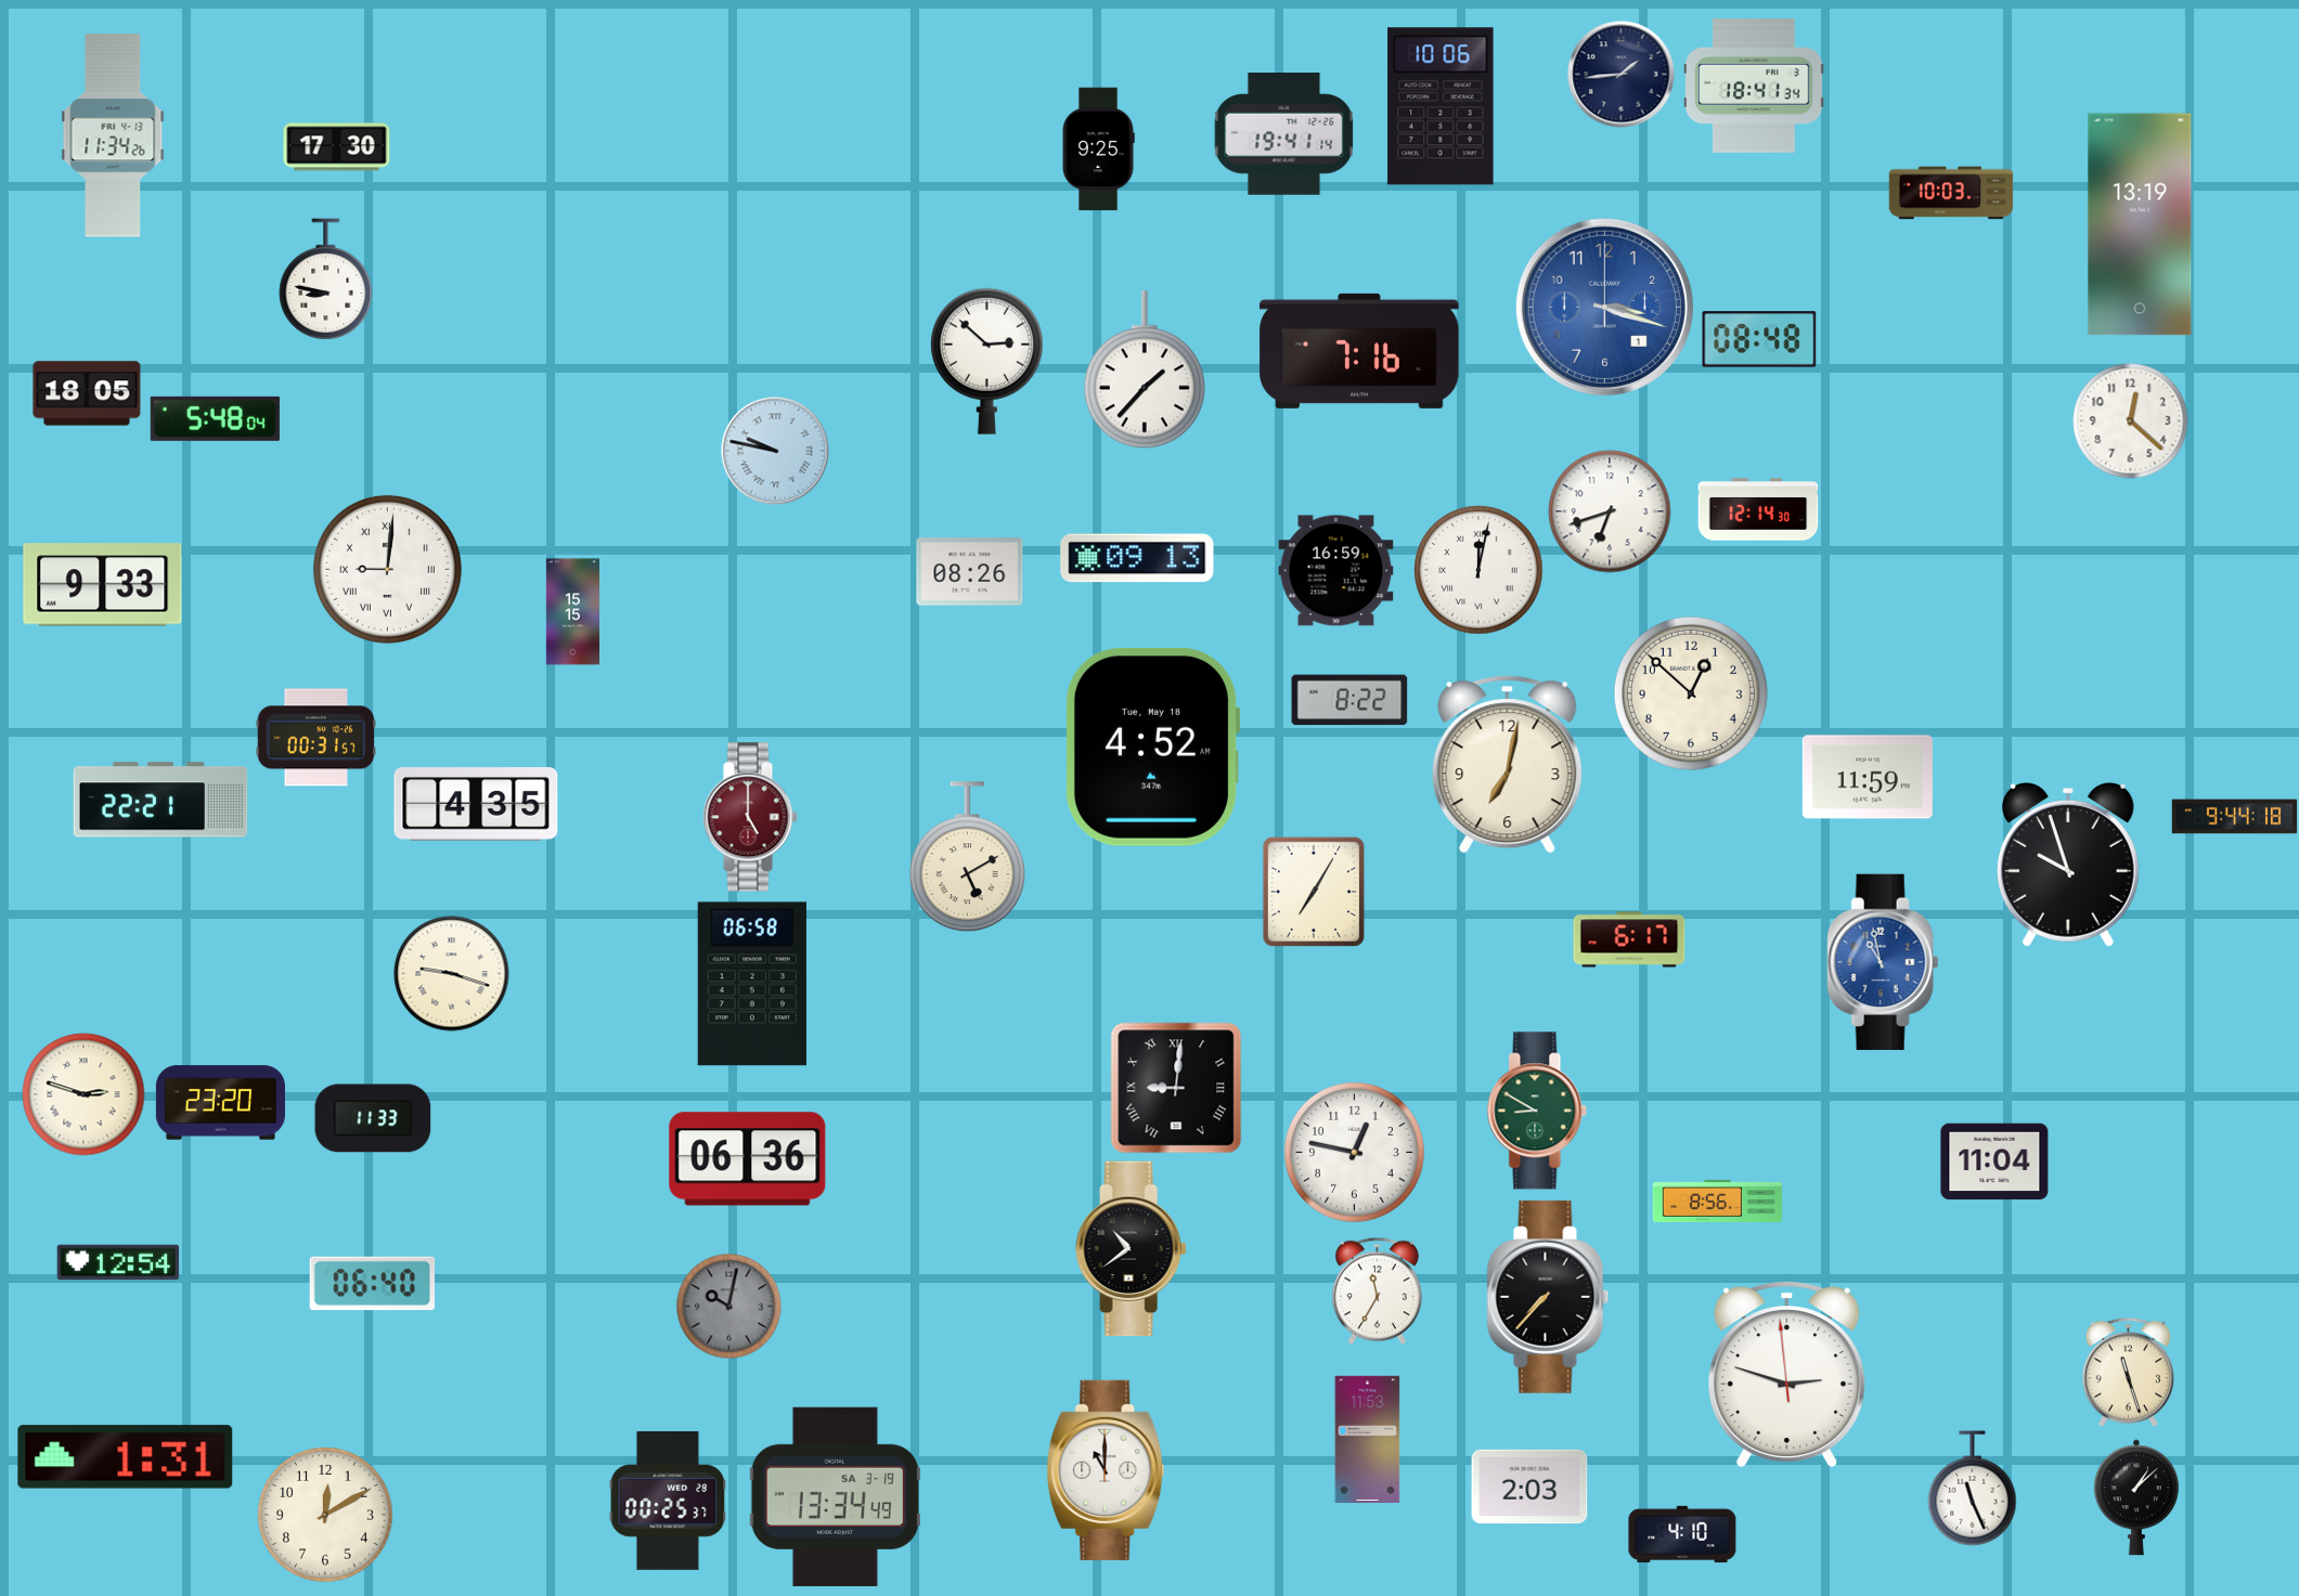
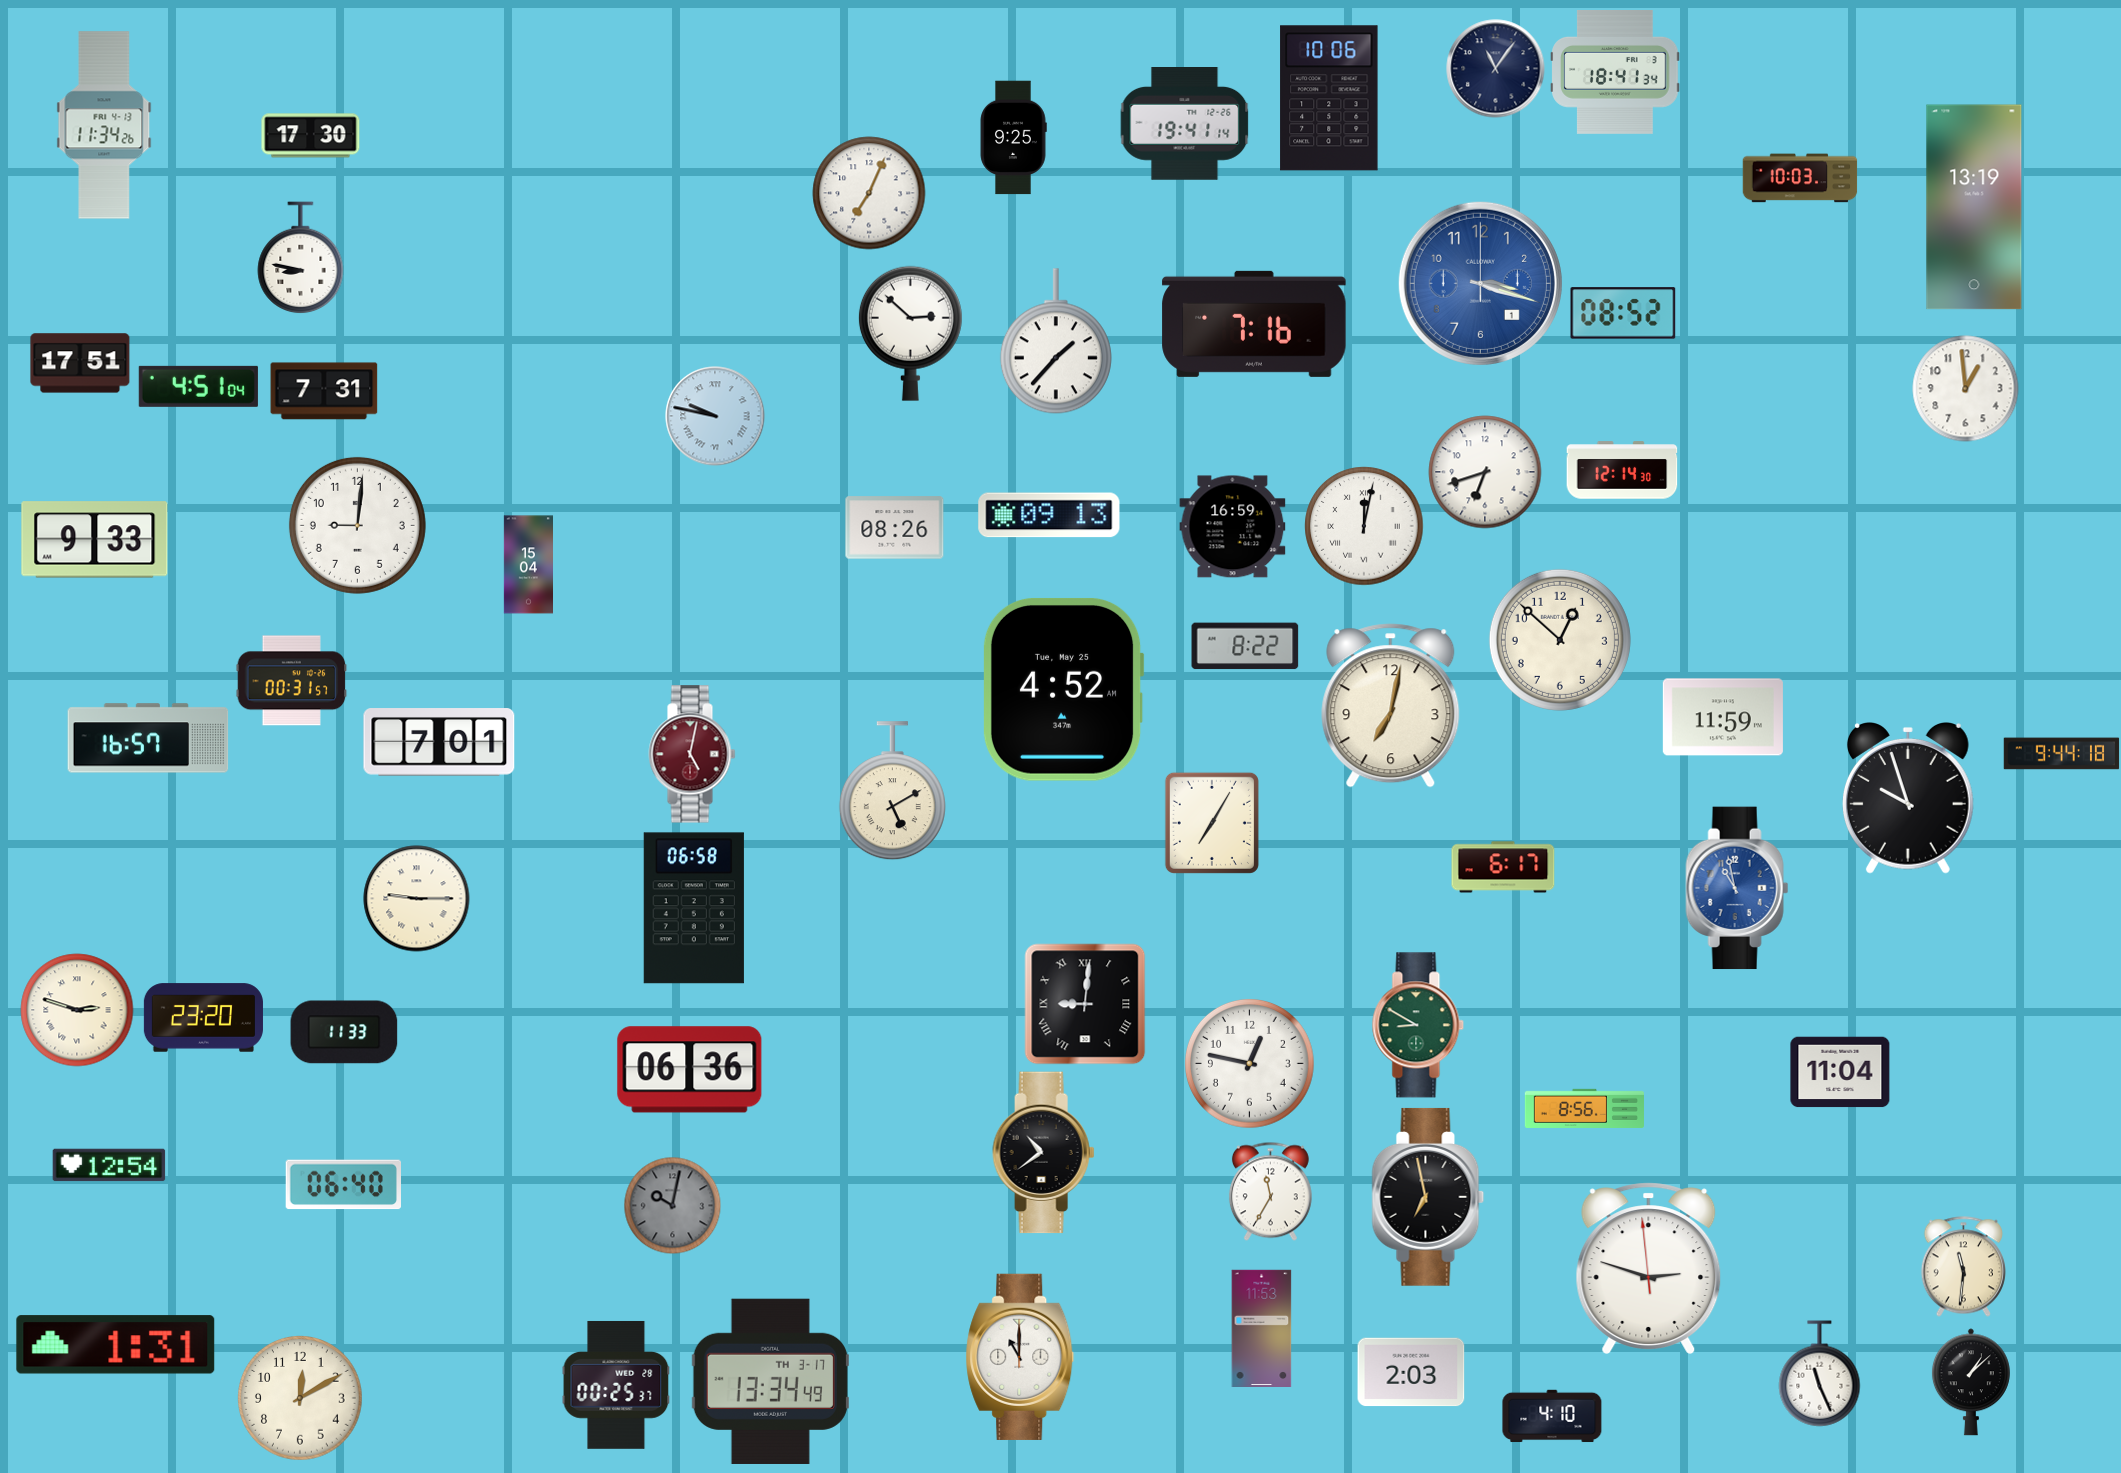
clock at (1622, 75): 1:44 -> 11:06
clock at (1754, 87) position: (1754, 87) -> (1615, 73)
clock at (869, 193): none -> 7:04
clock at (1759, 339): 08:48 -> 08:52
clock at (87, 393): 18:05 -> 17:51
clock at (215, 418): 5:48 -> 4:51
clock at (2131, 421): 12:22 -> 12:59
clock at (324, 391): none -> 7:31
clock at (387, 569) numerals: Roman -> Arabic
clock at (572, 612): 15:15 -> 15:04
clock at (1152, 747) date: Tue, May 18 -> Tue, May 25
clock at (160, 800): 22:21 -> 16:57
clock at (476, 804): 4:35 -> 7:01
clock at (750, 817): 5:00 -> 5:02
clock at (452, 974): 9:18 -> 9:15
clock at (1548, 1297): 7:37 -> 6:58
clock at (2128, 1373): 11:27 -> 11:31
clock at (835, 1496) date: SA 3-19 -> TH 3-17
